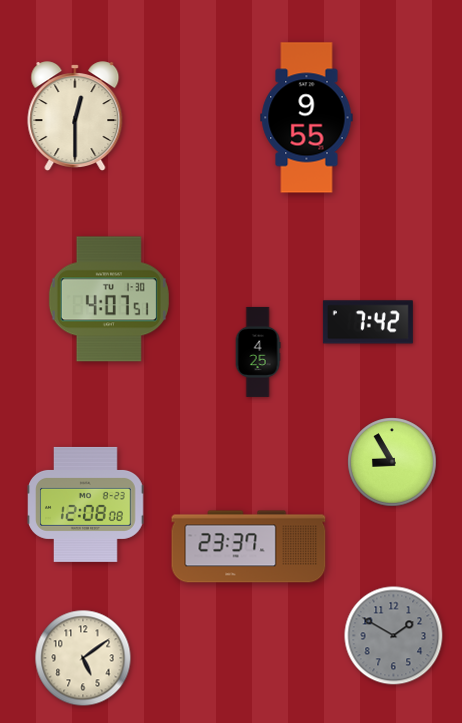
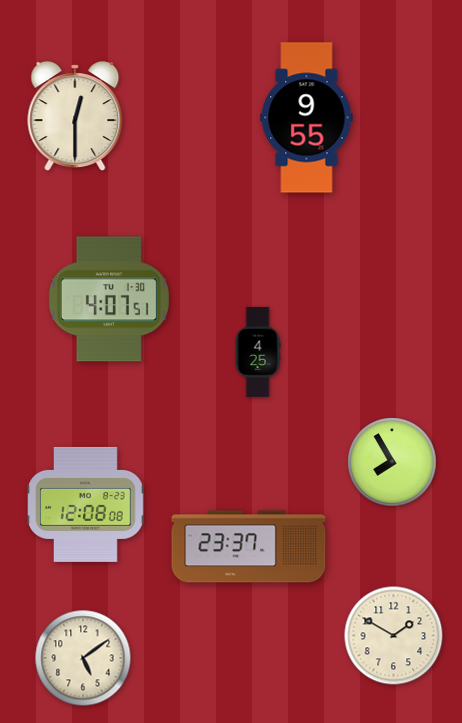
clock at (368, 322): 7:42 -> none
clock at (392, 462): 8:55 -> 7:55
clock at (394, 636) dial: grey -> cream
